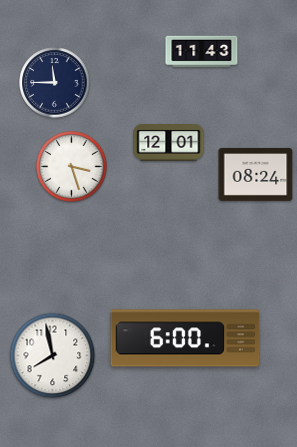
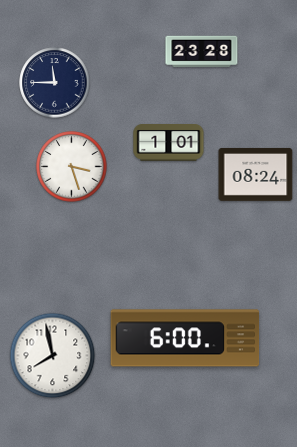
clock at (202, 52): 11:43 -> 23:28
clock at (169, 143): 12:01 -> 1:01
